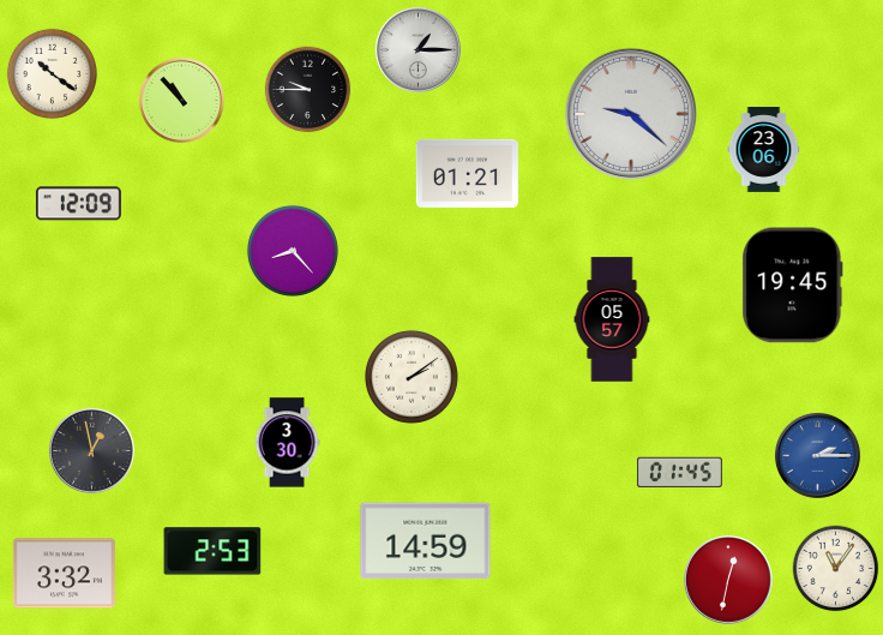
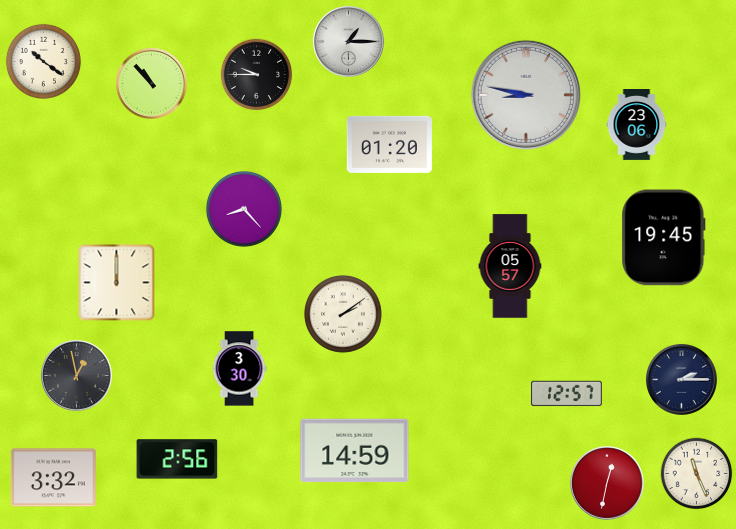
clock at (631, 114): 9:22 -> 8:47
clock at (467, 173): 01:21 -> 01:20
clock at (78, 204): 12:09 -> none
clock at (793, 286) position: (793, 286) -> (664, 238)
clock at (117, 283): none -> 12:00
clock at (817, 455) dial: blue -> navy
clock at (679, 473): 01:45 -> 12:57
clock at (212, 551): 2:53 -> 2:56
clock at (836, 569): 11:06 -> 11:26
